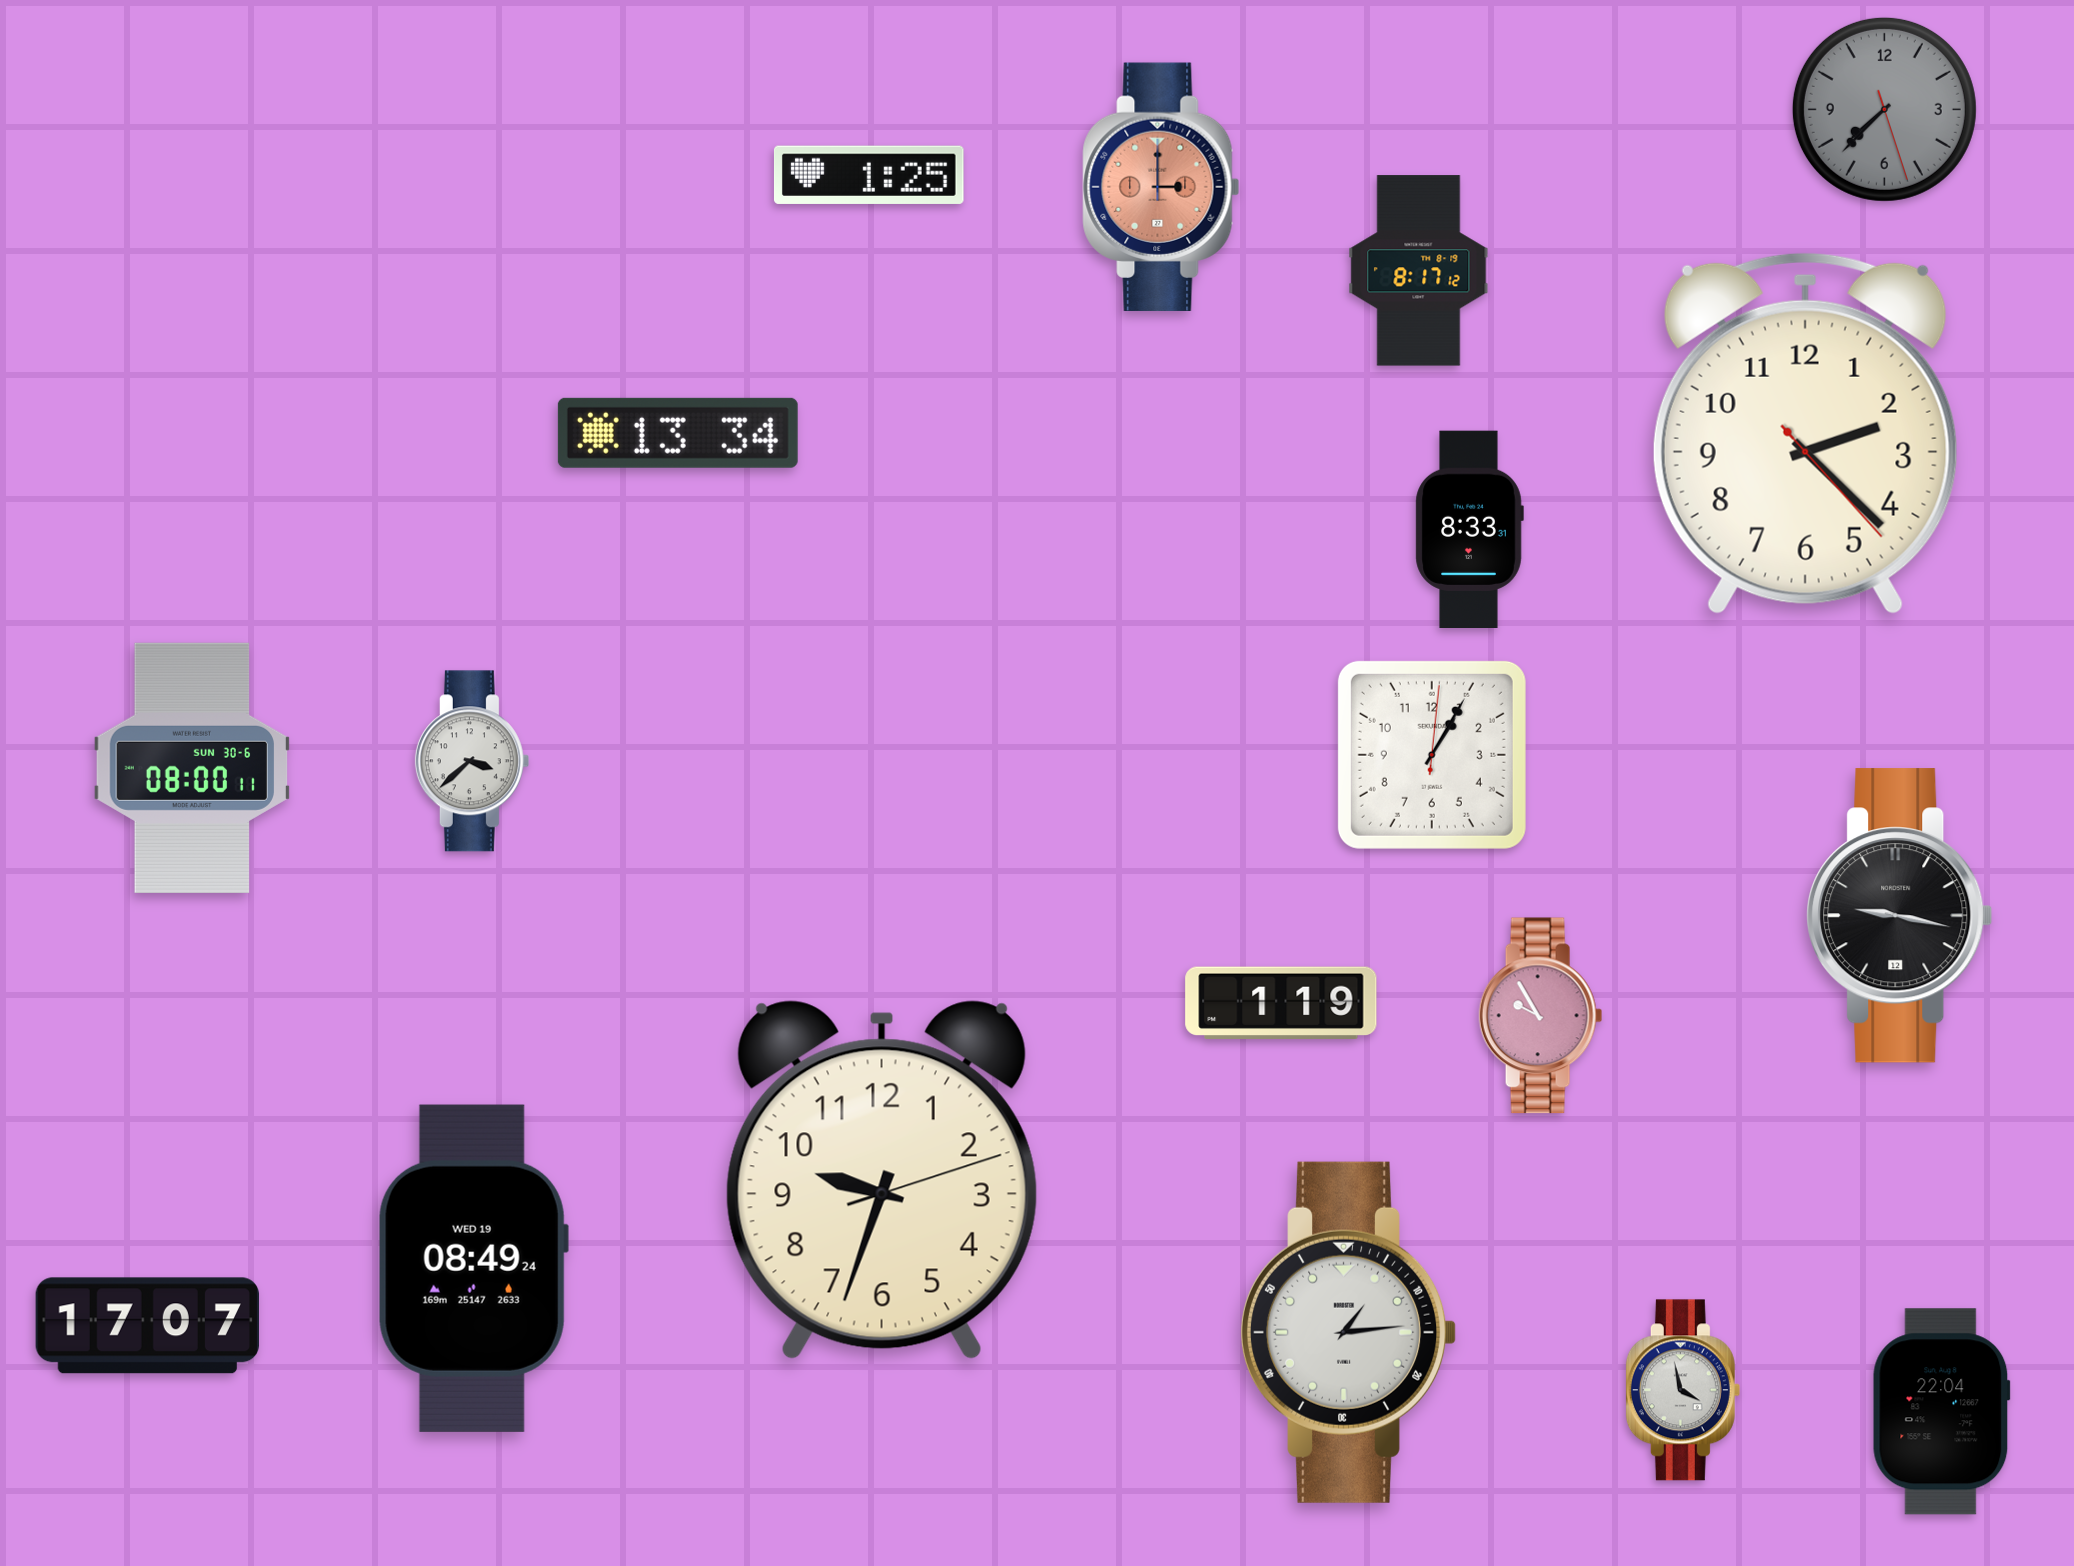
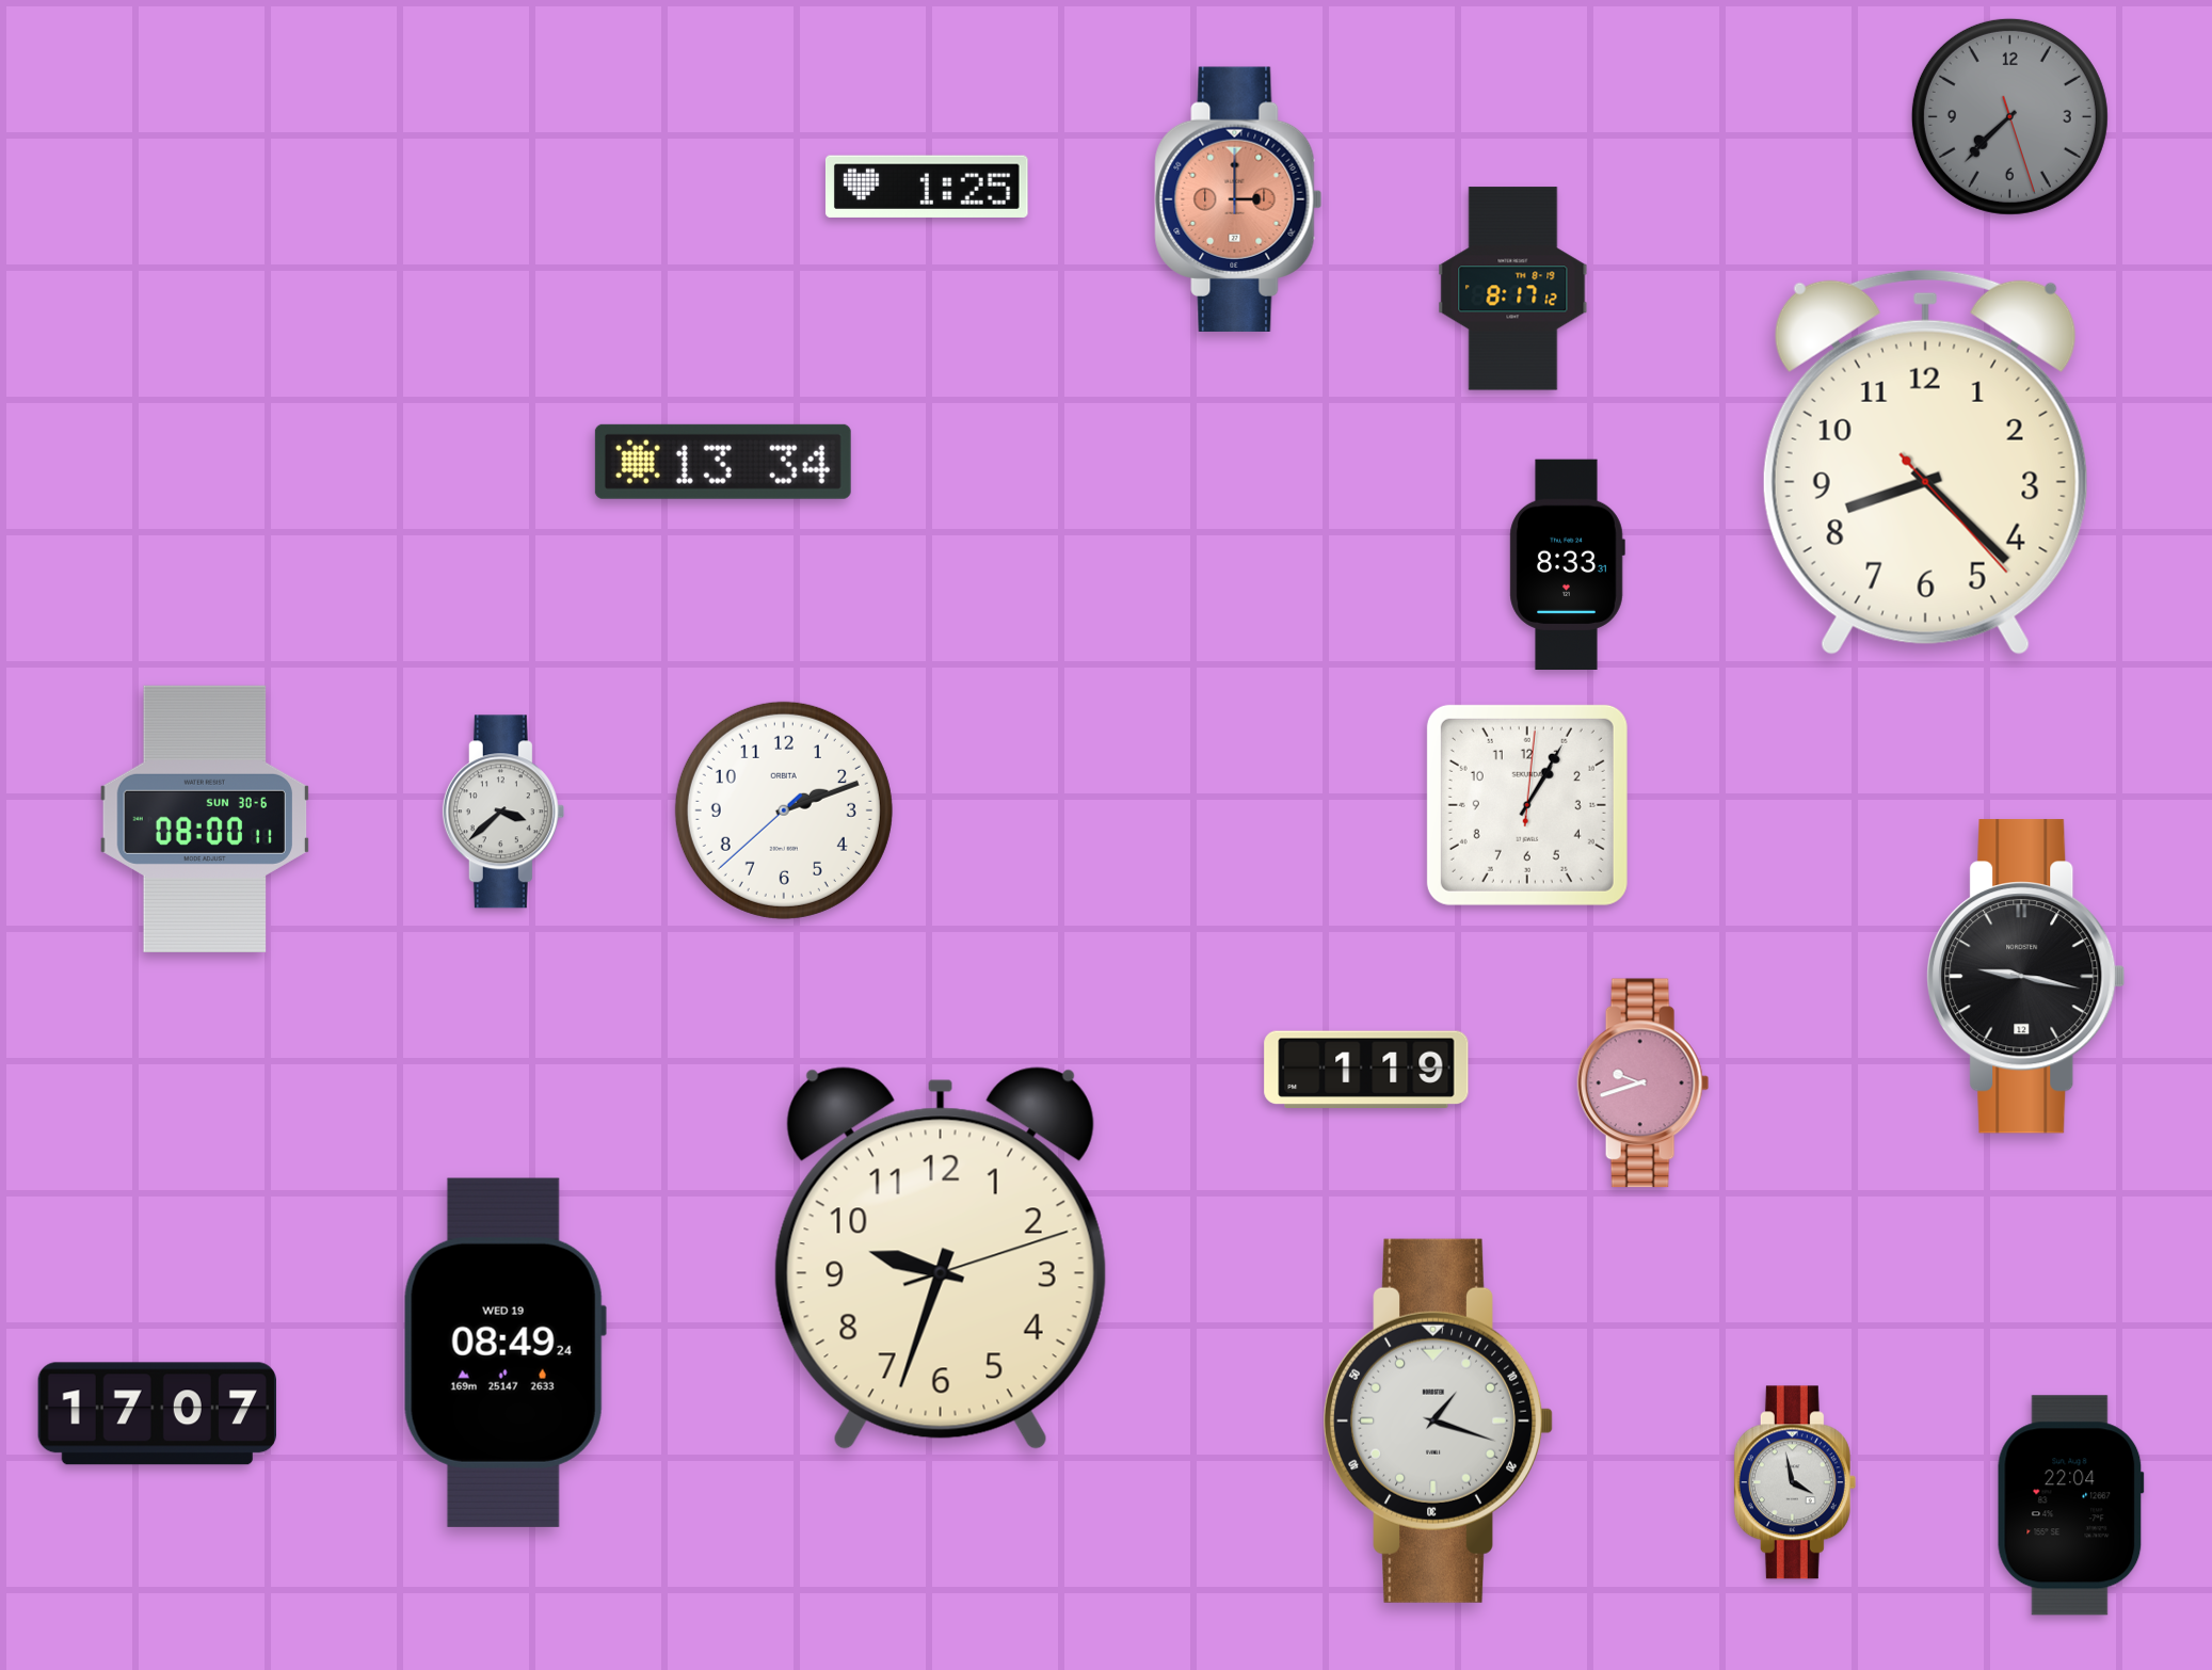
clock at (1805, 433): 2:22 -> 8:22
clock at (784, 810): none -> 2:11
clock at (1541, 1016): 9:55 -> 9:42
clock at (1348, 1332): 1:14 -> 1:18
